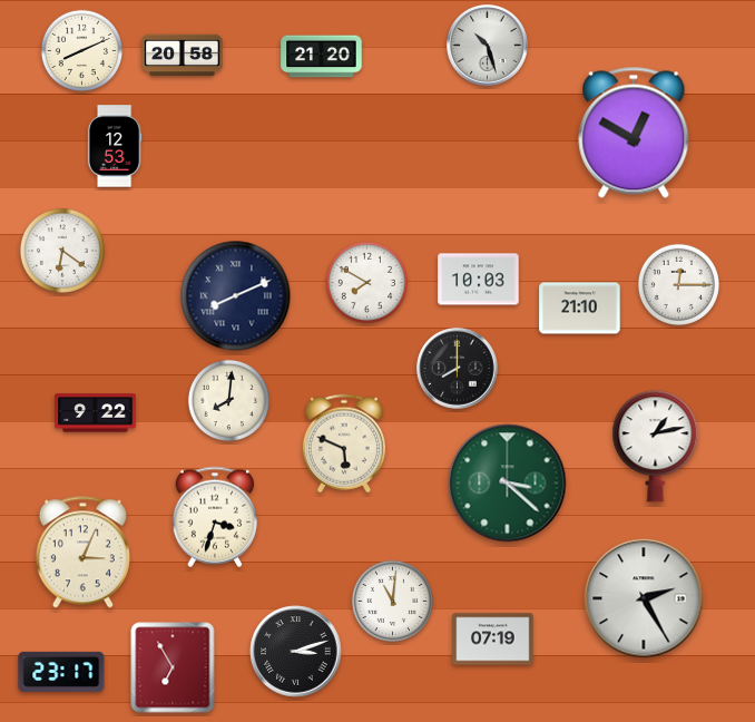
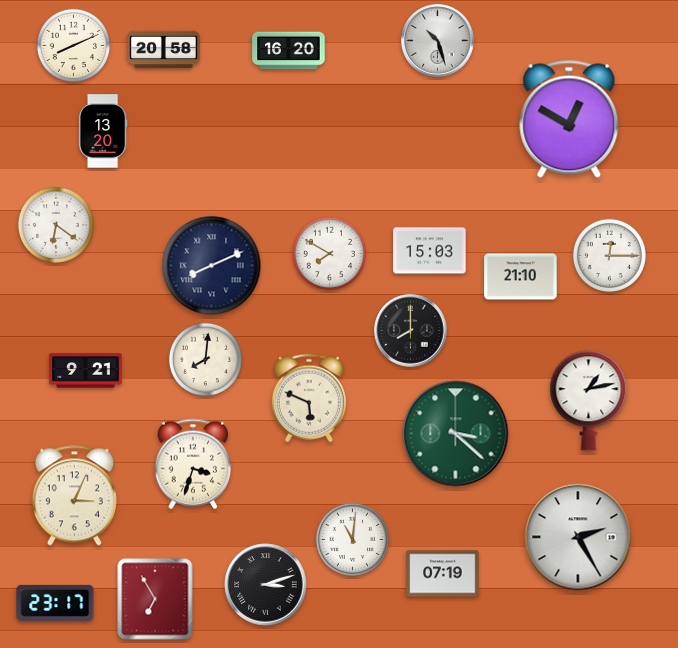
clock at (322, 57): 21:20 -> 16:20
clock at (115, 146): 12:53 -> 13:20
clock at (479, 280): 10:03 -> 15:03
clock at (96, 413): 9:22 -> 9:21
